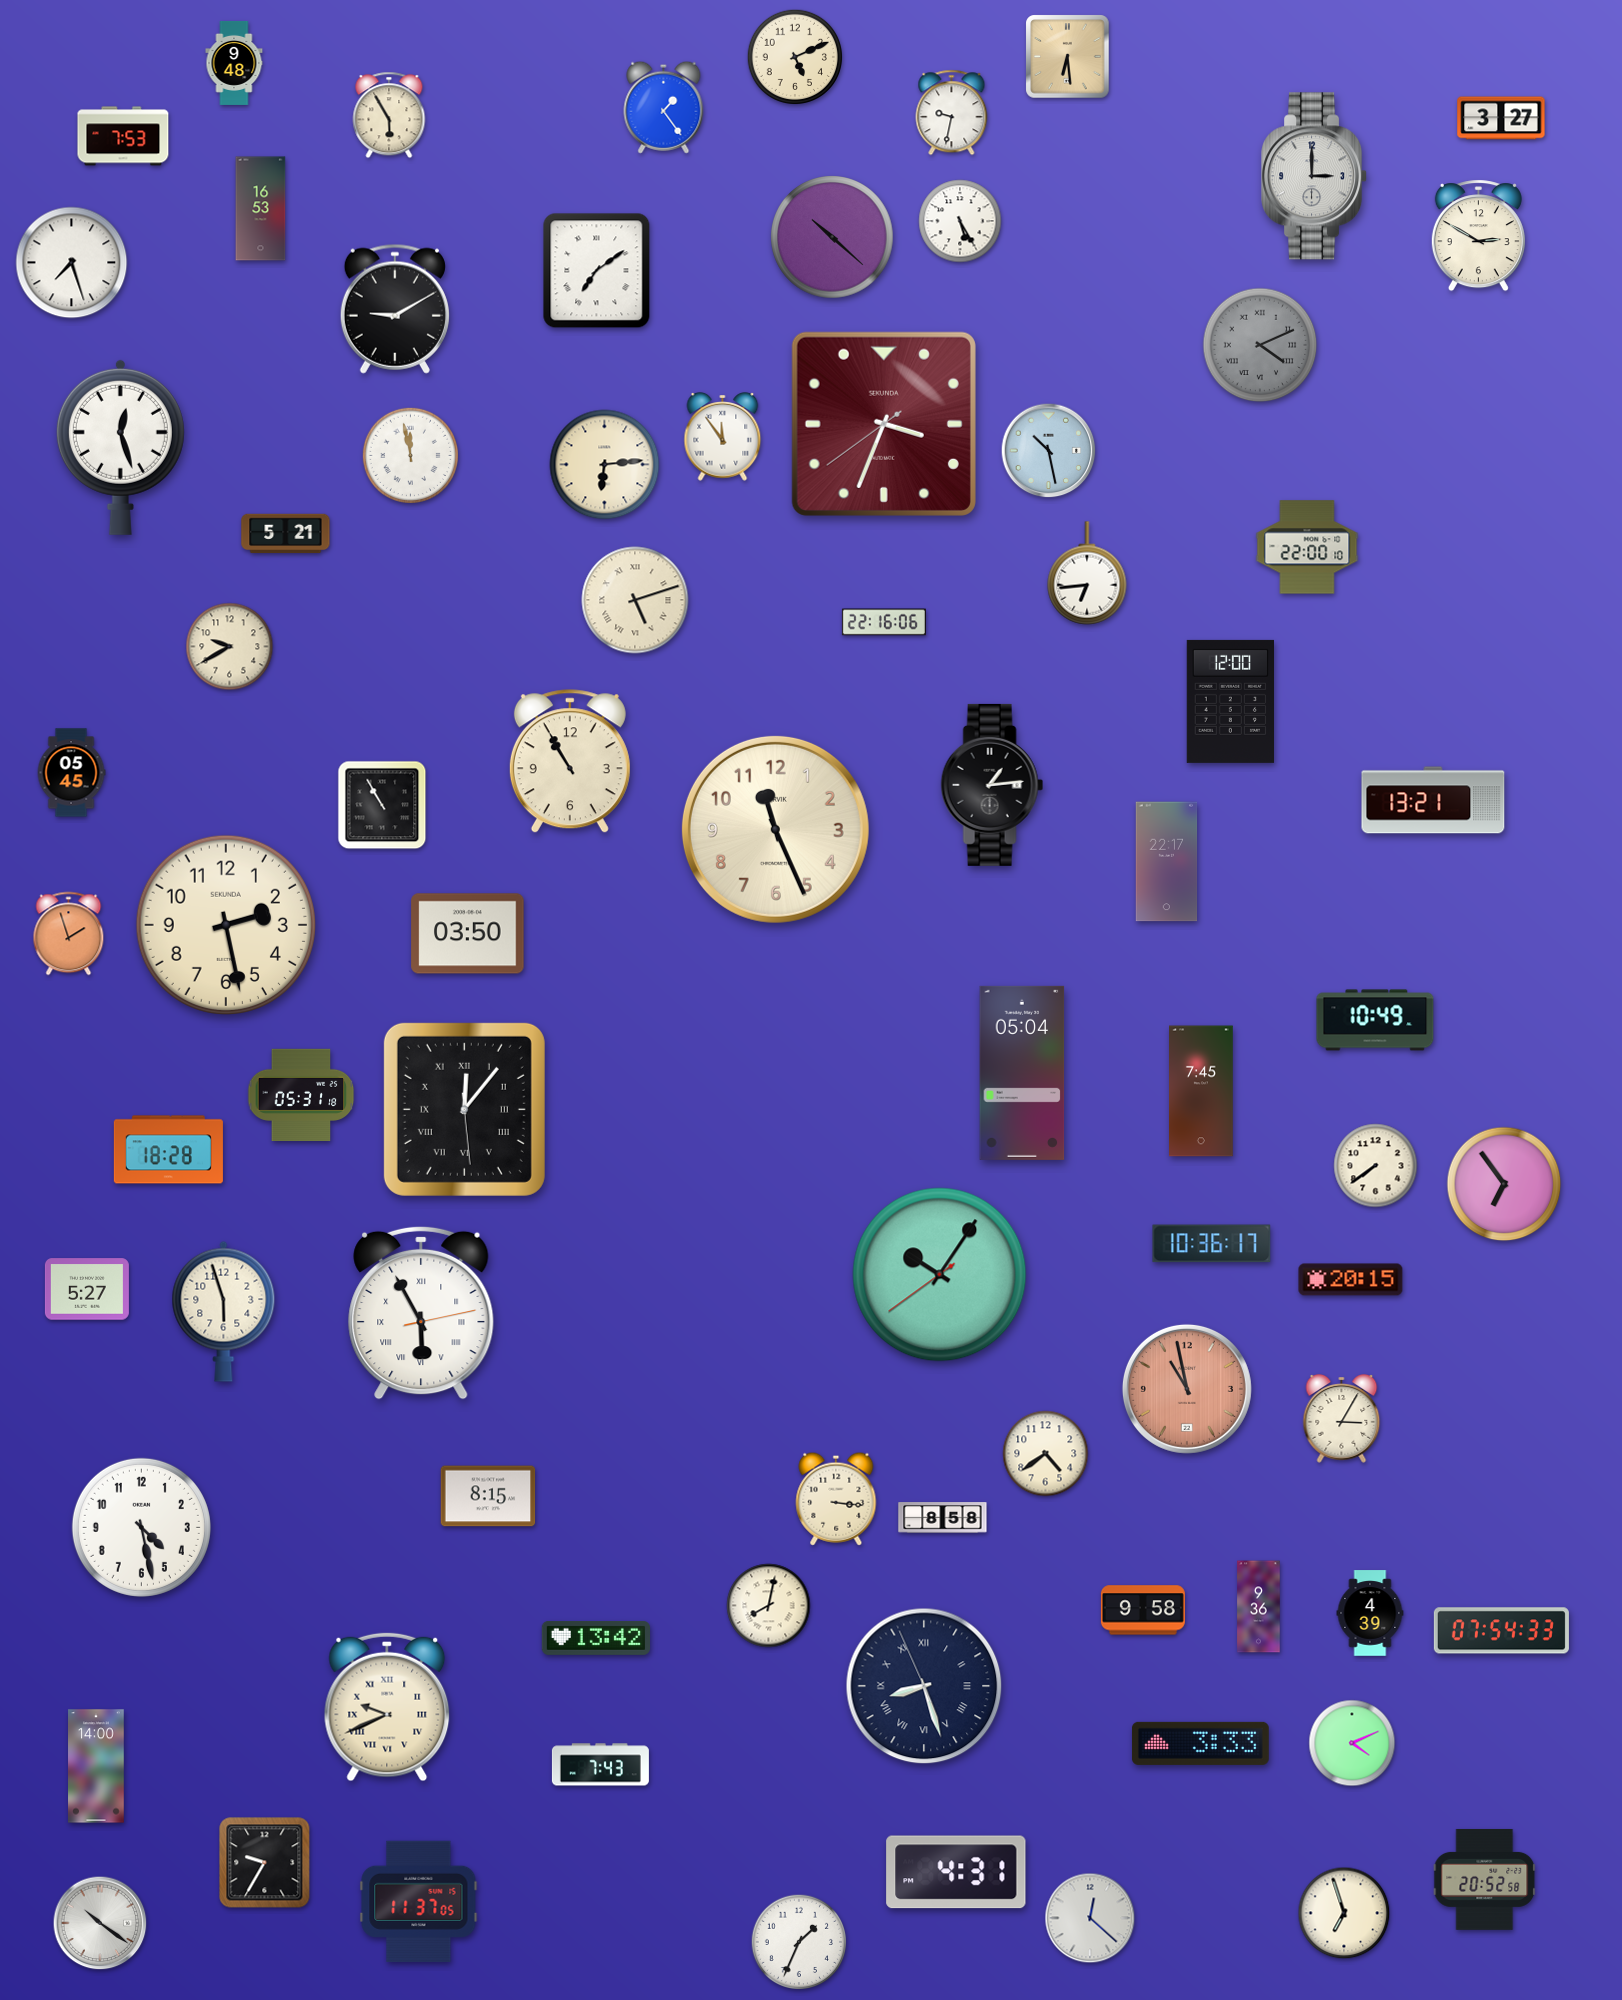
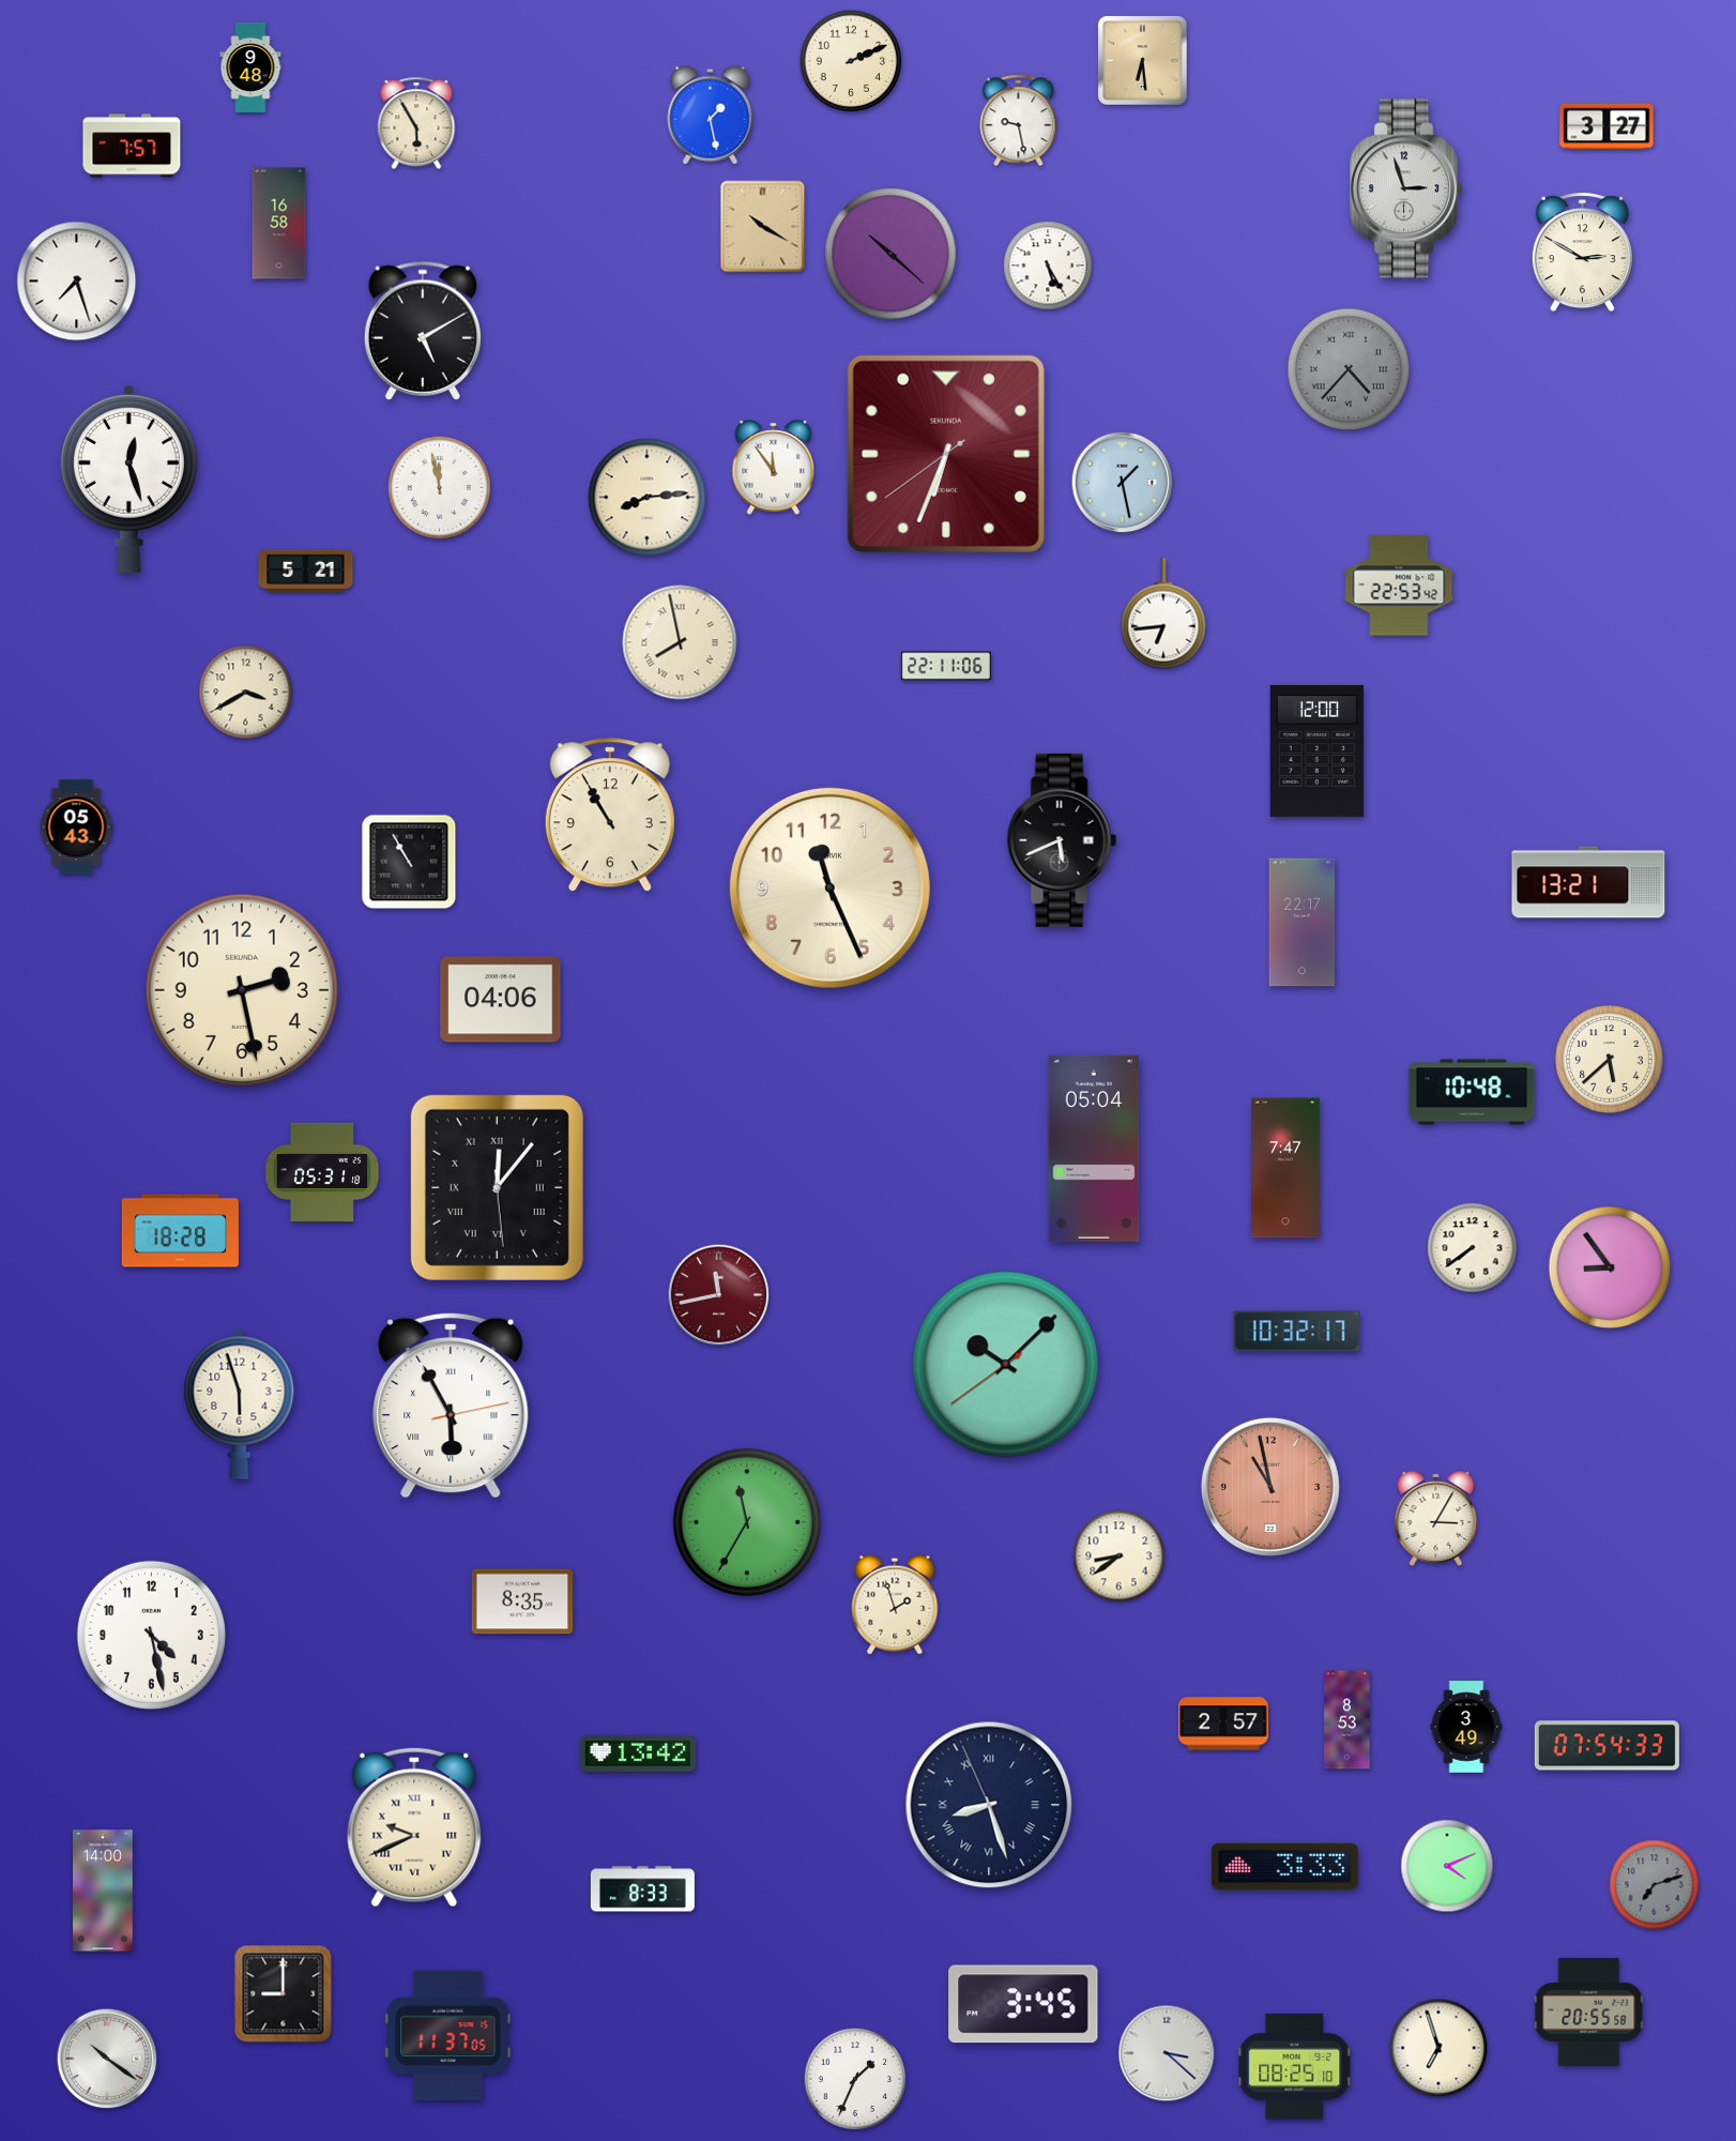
clock at (795, 57): 5:11 -> 2:11
clock at (664, 107): 1:24 -> 1:28
clock at (952, 113): 9:32 -> 9:28
clock at (123, 136): 7:53 -> 7:57
clock at (1315, 176): 3:00 -> 2:57
clock at (261, 209): 16:53 -> 16:58
clock at (763, 227): none -> 10:20
clock at (960, 221) position: (960, 221) -> (1048, 265)
clock at (597, 271): 7:09 -> none
clock at (395, 309): 9:10 -> 5:10
clock at (1260, 345): 4:11 -> 4:37
clock at (884, 424): 3:33 -> 6:33
clock at (1049, 451): 10:28 -> 1:28
clock at (605, 465): 6:14 -> 8:14
clock at (1307, 547): 22:00 -> 22:53
clock at (635, 600): 5:12 -> 7:58
clock at (884, 622): 22:16 -> 22:11
clock at (230, 647): 9:40 -> 3:40
clock at (71, 773): 05:45 -> 05:43
clock at (992, 785): 1:14 -> 5:41
clock at (1433, 800) position: (1433, 800) -> (1588, 882)
clock at (1167, 862) position: (1167, 862) -> (1303, 923)
clock at (69, 934): 1:57 -> none
clock at (468, 934): 03:50 -> 04:06
clock at (1610, 1060): none -> 5:38
clock at (1375, 1020): 10:49 -> 10:48
clock at (1202, 1091): 7:45 -> 7:47
clock at (1504, 1184): 6:54 -> 8:54
clock at (719, 1295): none -> 11:43
clock at (1212, 1244): 10:36 -> 10:32
clock at (940, 1275): 10:05 -> 10:07
clock at (1351, 1280): 20:15 -> none
clock at (87, 1289): 5:27 -> none
clock at (747, 1522): none -> 11:35
clock at (1046, 1454): 4:39 -> 8:39
clock at (488, 1496): 8:15 -> 8:35
clock at (836, 1499): 3:16 -> 1:57
clock at (943, 1518): 8:58 -> none
clock at (769, 1606): 8:02 -> none
clock at (1259, 1607): 9:36 -> 8:53
clock at (1143, 1610): 9:58 -> 2:57
clock at (1370, 1613): 4:39 -> 3:49
clock at (1655, 1885): none -> 7:12
clock at (600, 1765): 7:43 -> 8:33
clock at (265, 1863): 9:35 -> 9:00
clock at (956, 1872): 4:31 -> 3:45
clock at (1485, 1879): 20:52 -> 20:55
clock at (1090, 1918): 12:22 -> 3:22
clock at (1295, 2066): none -> 08:25
